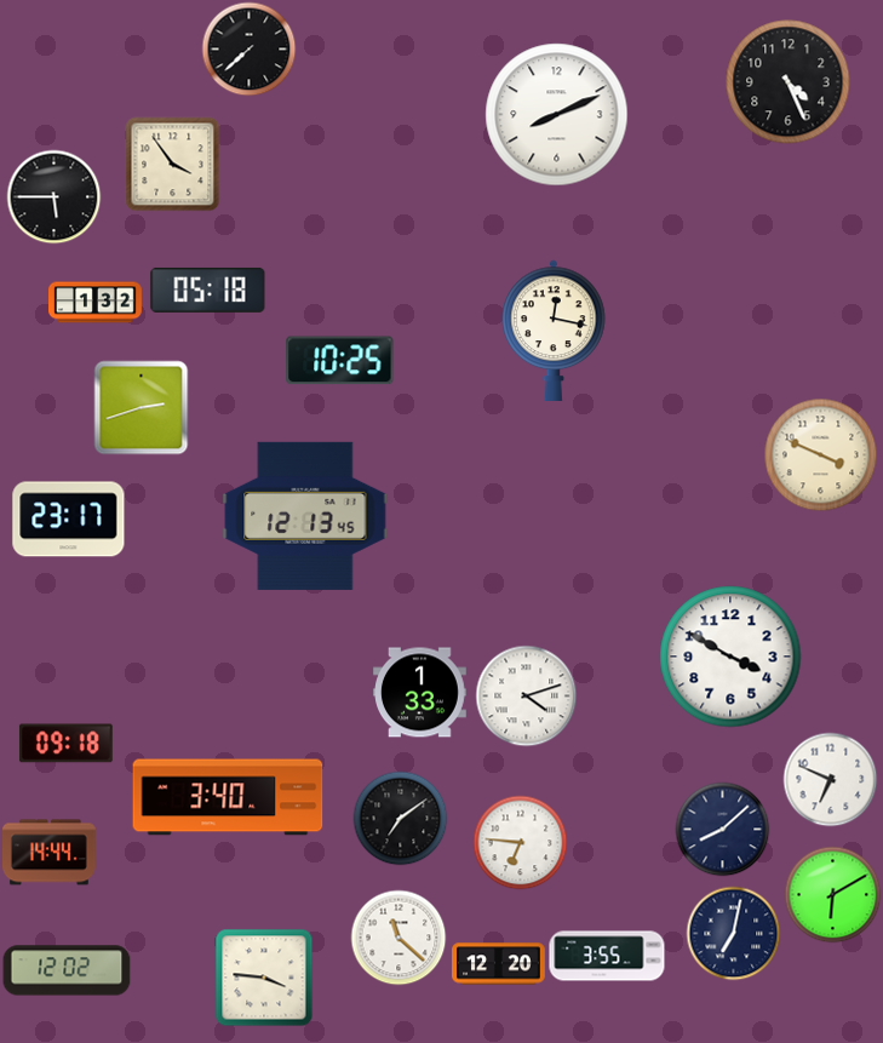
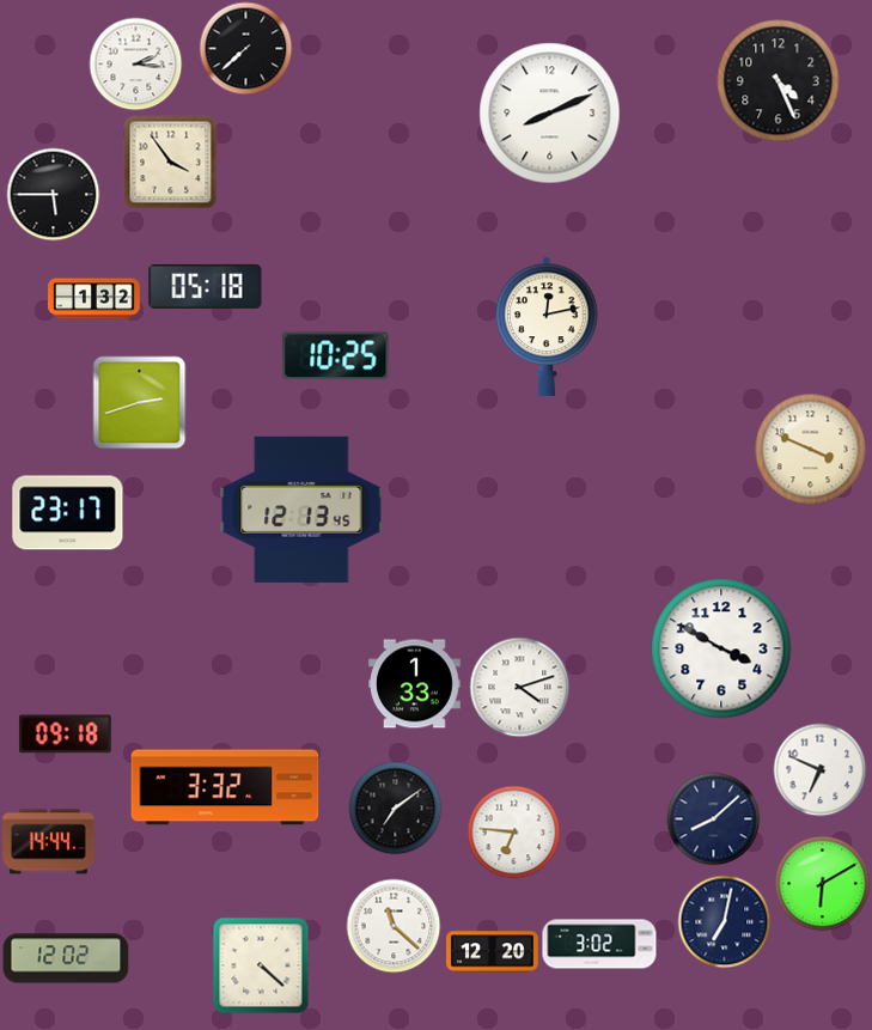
clock at (135, 63): none -> 2:16
clock at (554, 331): 12:17 -> 12:13
clock at (228, 797): 3:40 -> 3:32
clock at (607, 956): 3:55 -> 3:02
clock at (264, 978): 3:46 -> 4:22
